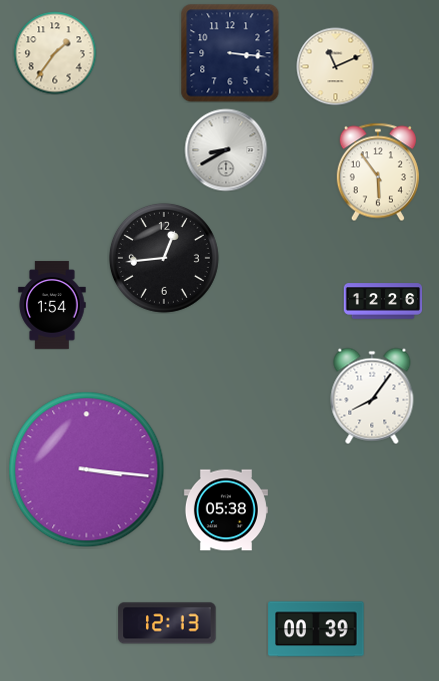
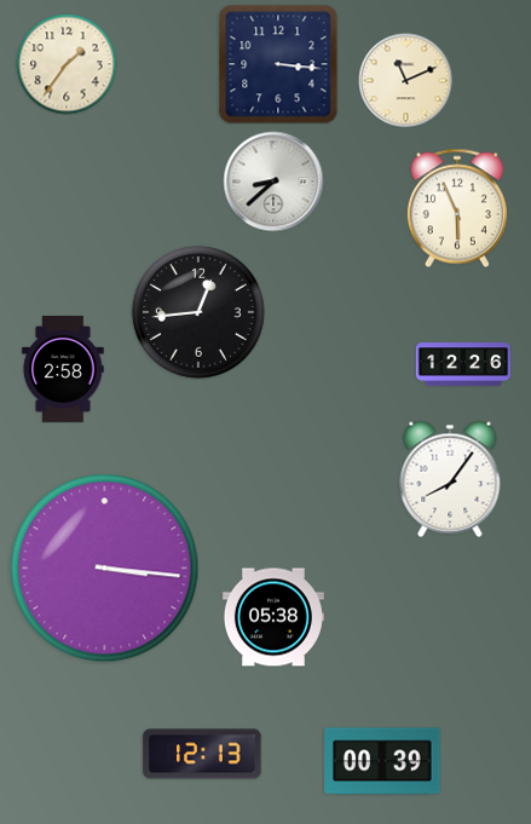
clock at (226, 150): 8:40 -> 8:38
clock at (378, 172): 5:54 -> 5:56
clock at (52, 305): 1:54 -> 2:58
